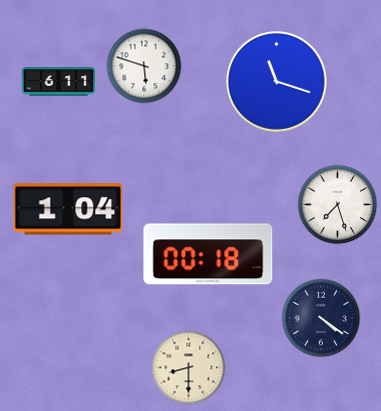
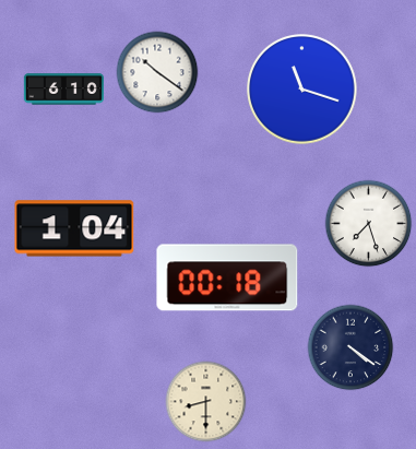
clock at (144, 66): 5:48 -> 10:21
clock at (58, 82): 6:11 -> 6:10
